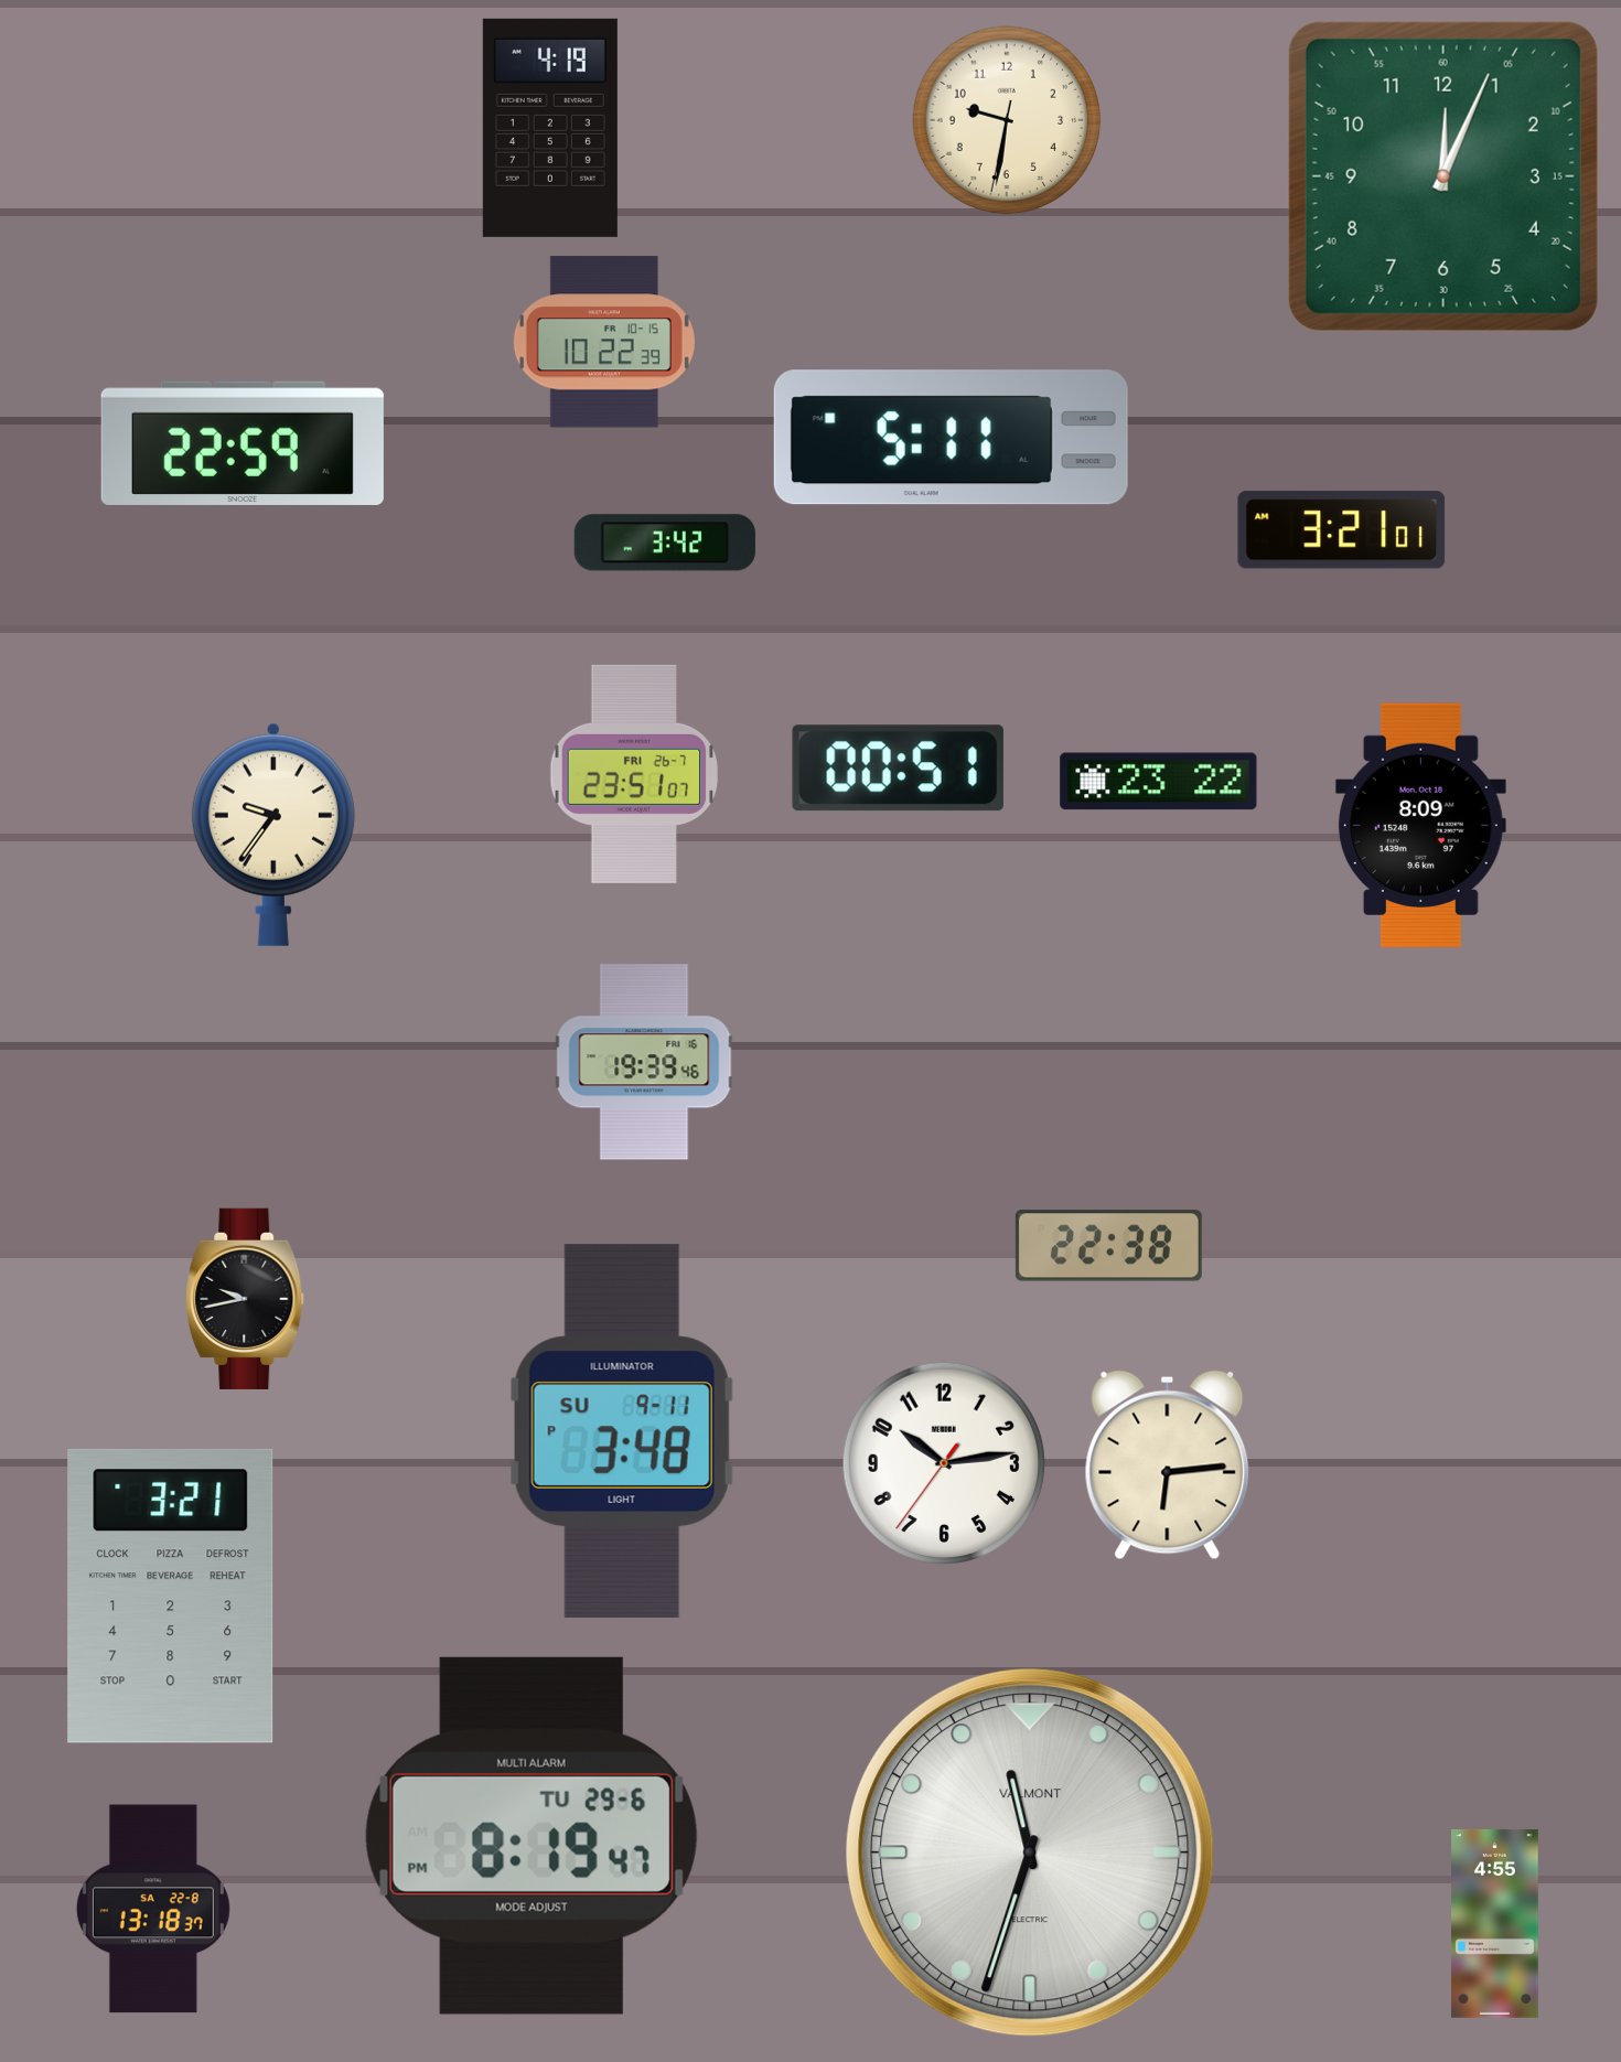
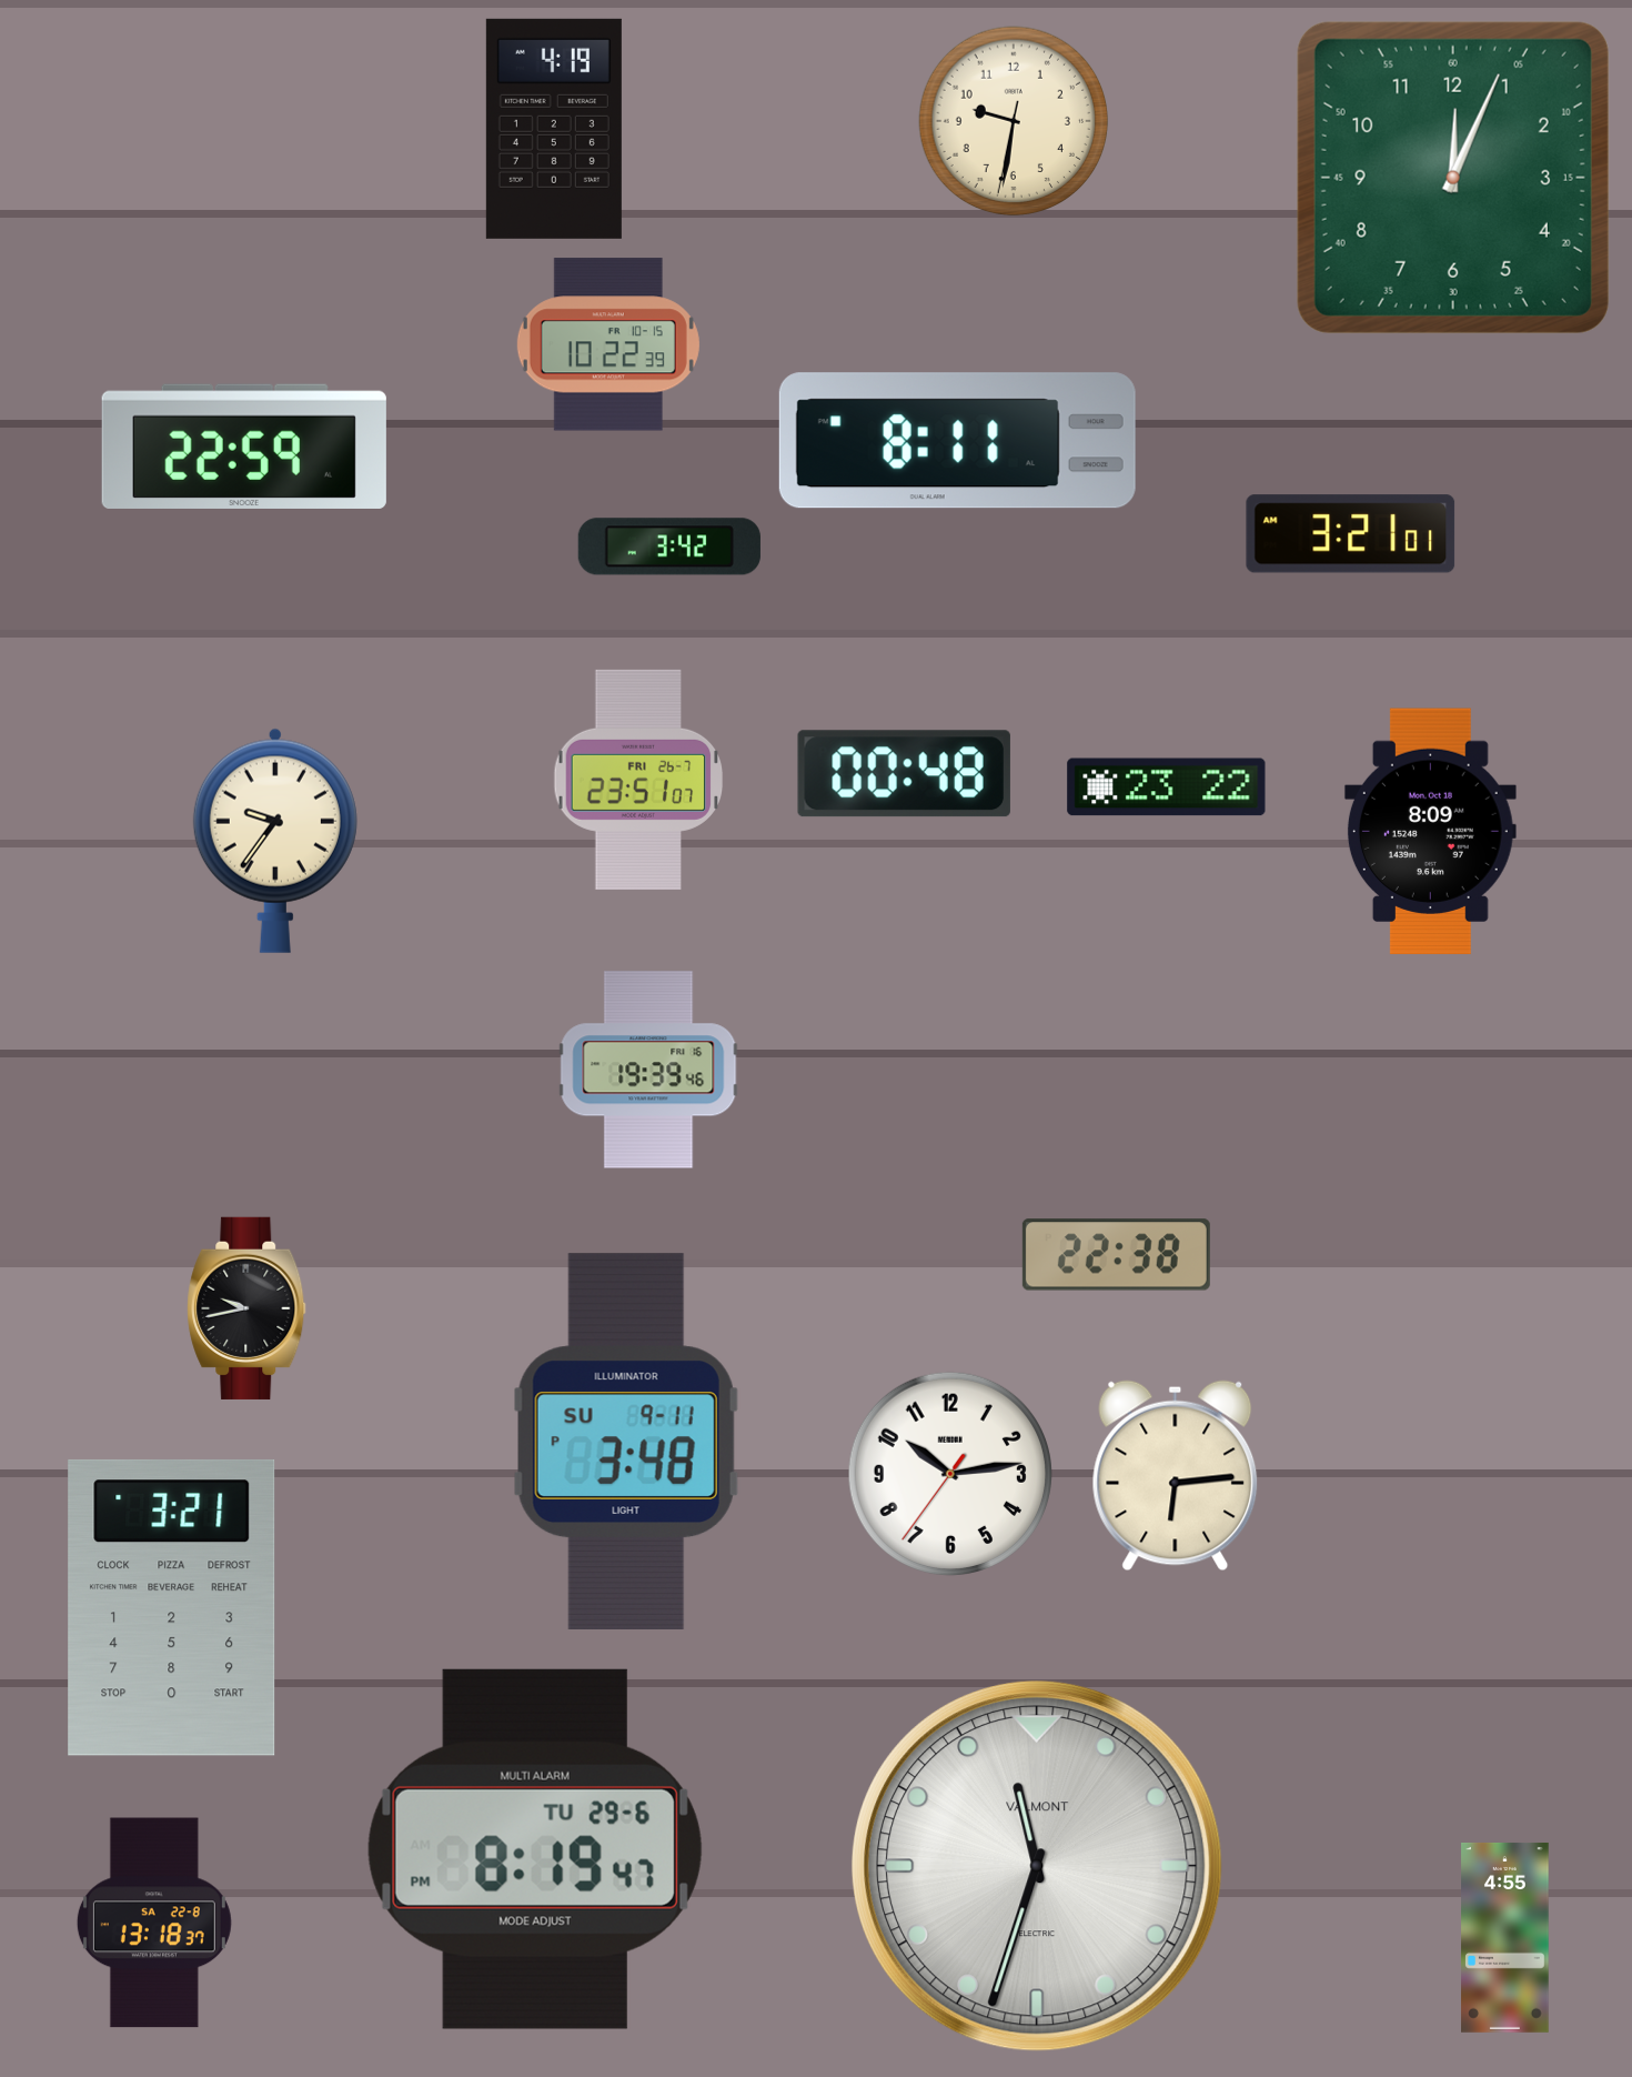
clock at (951, 438): 5:11 -> 8:11
clock at (898, 769): 00:51 -> 00:48
